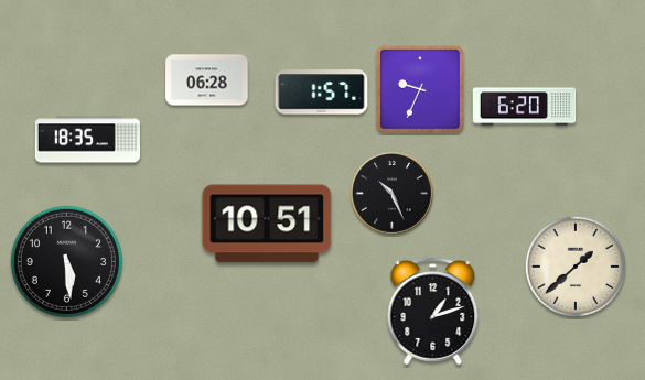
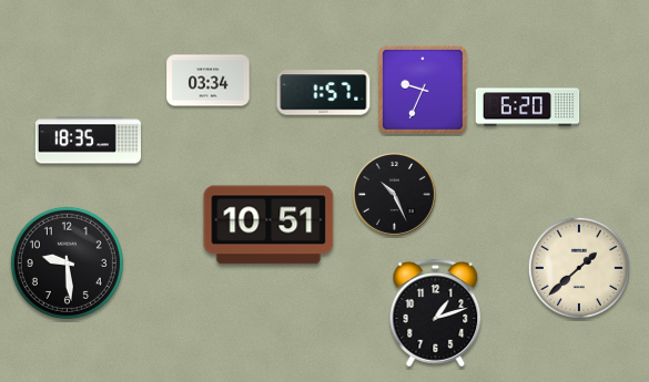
clock at (207, 80): 06:28 -> 03:34
clock at (66, 261): 5:29 -> 9:29
